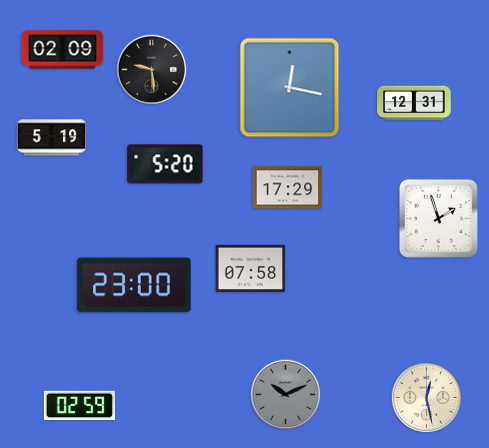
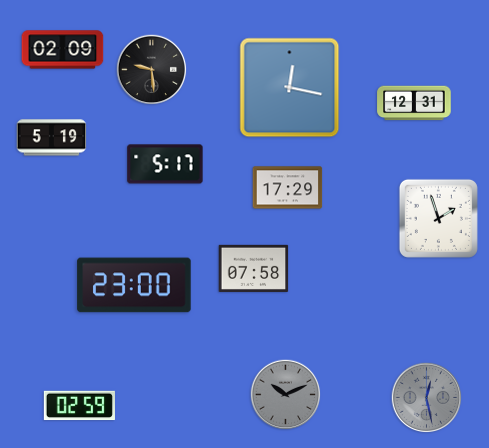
clock at (165, 164): 5:20 -> 5:17
clock at (251, 268) position: (251, 268) -> (254, 268)
clock at (427, 398) dial: cream -> grey
